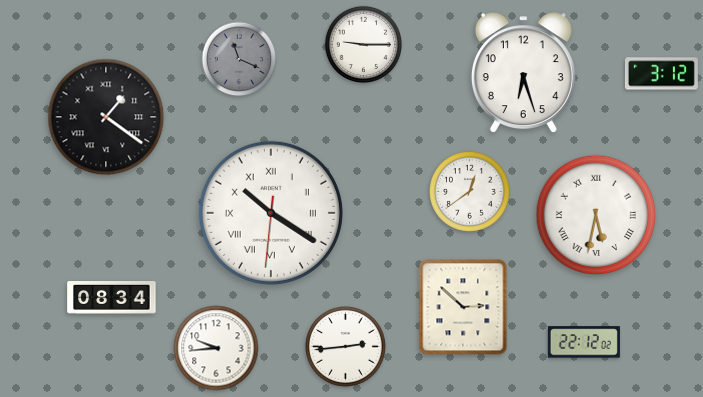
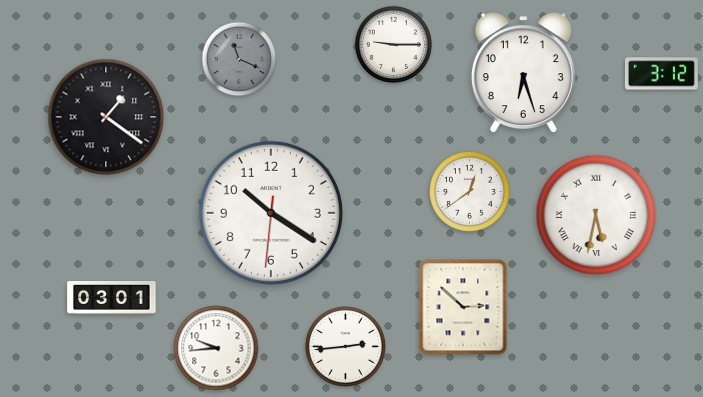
clock at (363, 44) position: (363, 44) -> (393, 44)
clock at (271, 213) numerals: Roman -> Arabic
clock at (112, 298): 08:34 -> 03:01
clock at (584, 342): 22:12 -> none
